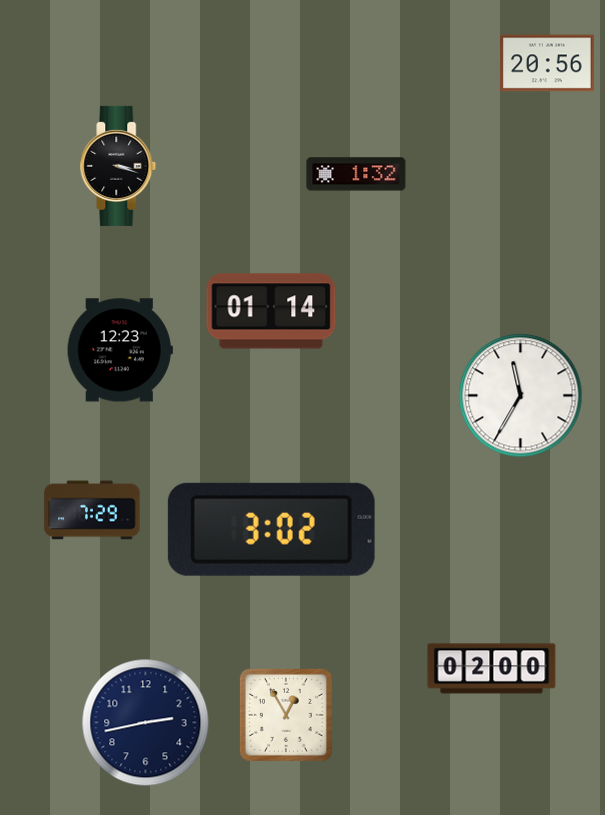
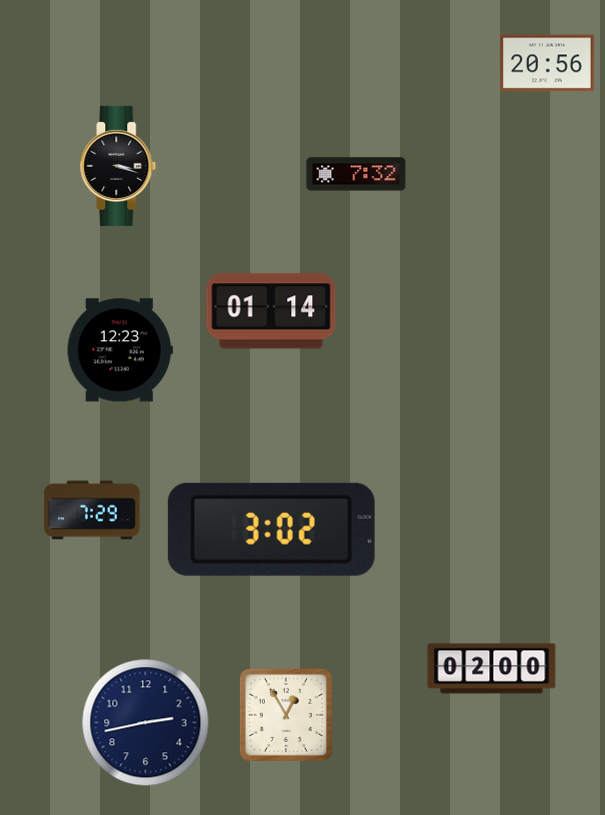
clock at (356, 174): 1:32 -> 7:32
clock at (521, 396): 11:35 -> none
